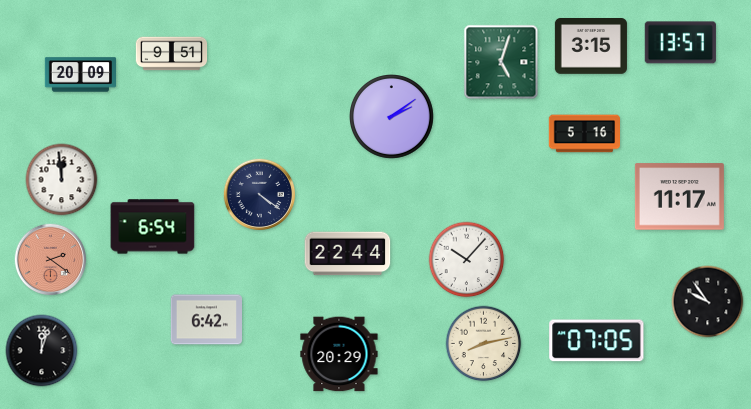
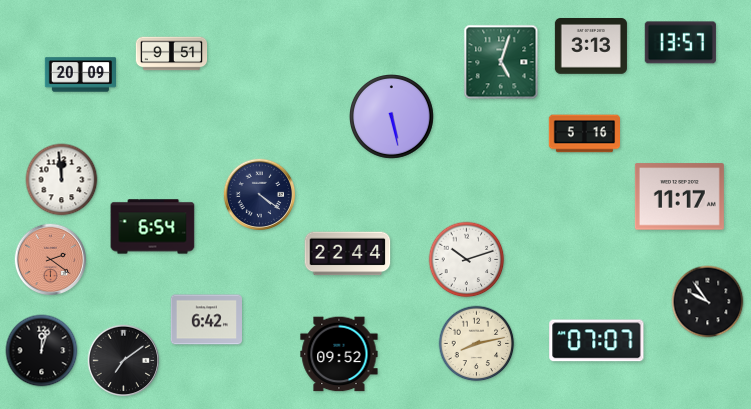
clock at (591, 47): 3:15 -> 3:13
clock at (392, 117): 2:09 -> 5:28
clock at (467, 260): 10:07 -> 10:12
clock at (597, 341): 07:05 -> 07:07
clock at (484, 344) position: (484, 344) -> (477, 344)
clock at (339, 354): 20:29 -> 09:52
clock at (124, 361): none -> 7:09
